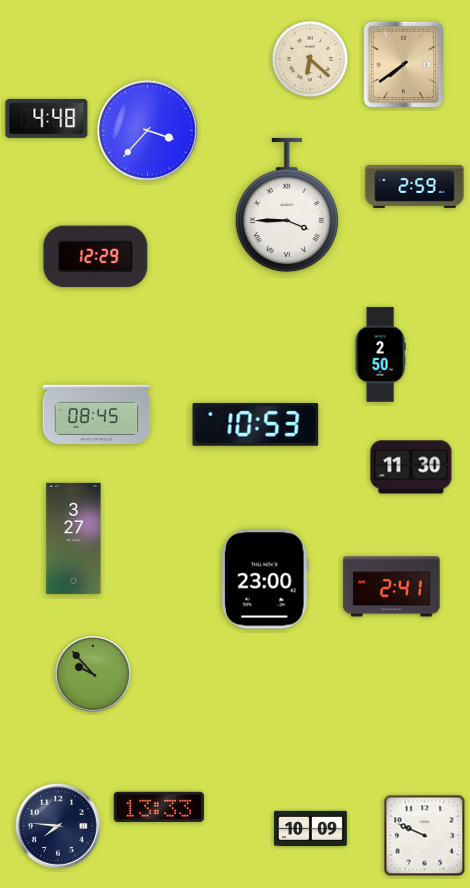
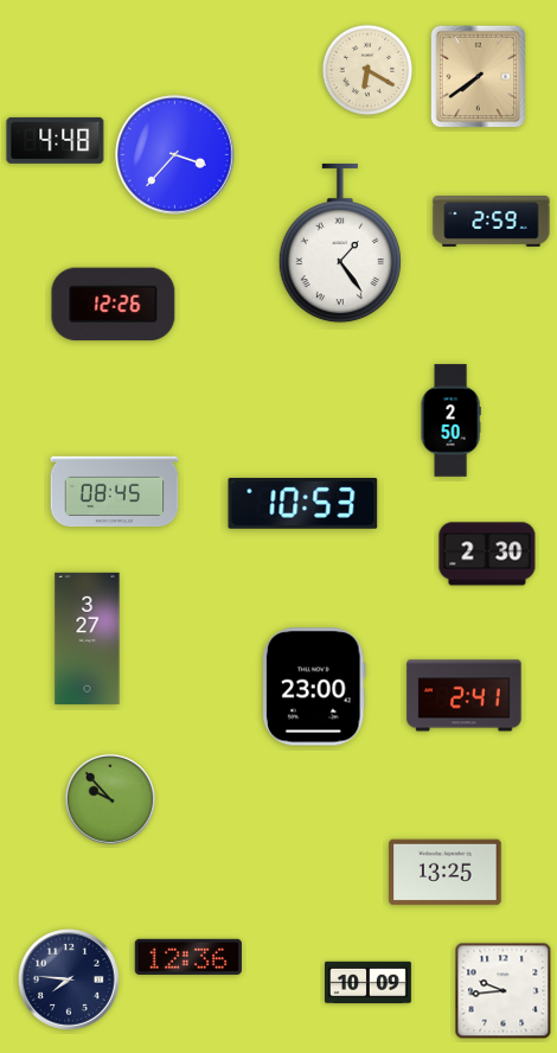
clock at (310, 59): 6:22 -> 6:20
clock at (287, 205): 3:45 -> 1:24
clock at (96, 257): 12:29 -> 12:26
clock at (411, 467): 11:30 -> 2:30
clock at (446, 873): none -> 13:25
clock at (159, 807): 13:33 -> 12:36
clock at (425, 836): 9:49 -> 9:44
